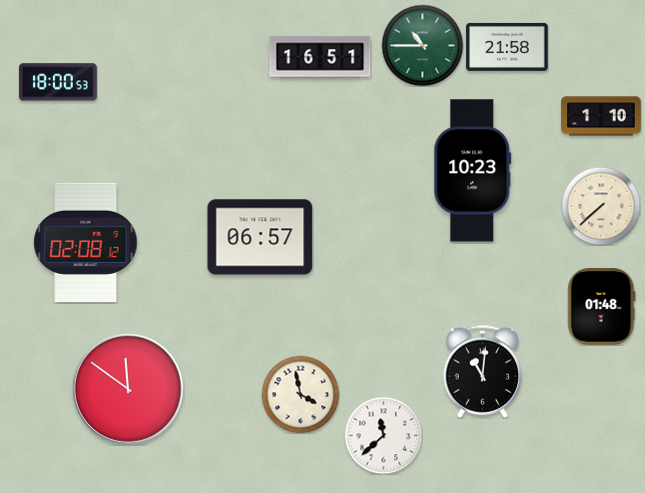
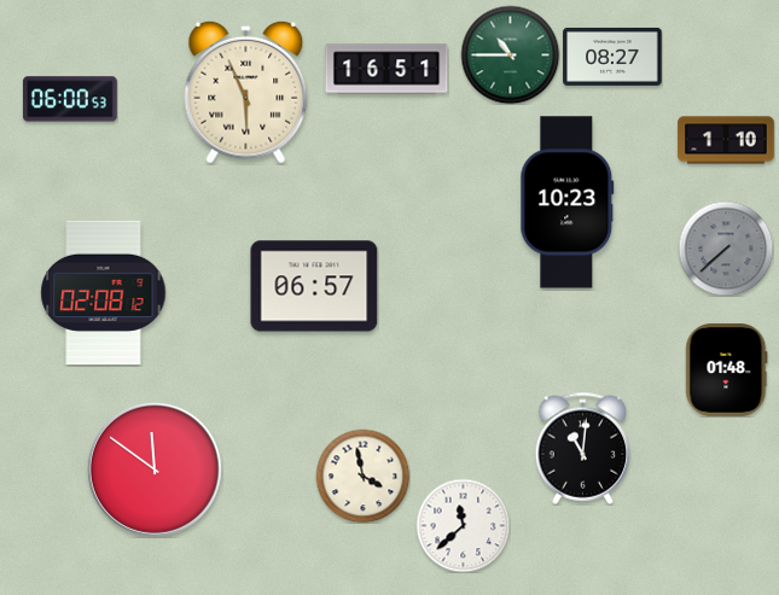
clock at (507, 47): 21:58 -> 08:27
clock at (246, 92): none -> 5:56
clock at (58, 82): 18:00 -> 06:00
clock at (473, 171) position: (473, 171) -> (568, 203)
clock at (601, 206) dial: cream -> grey
